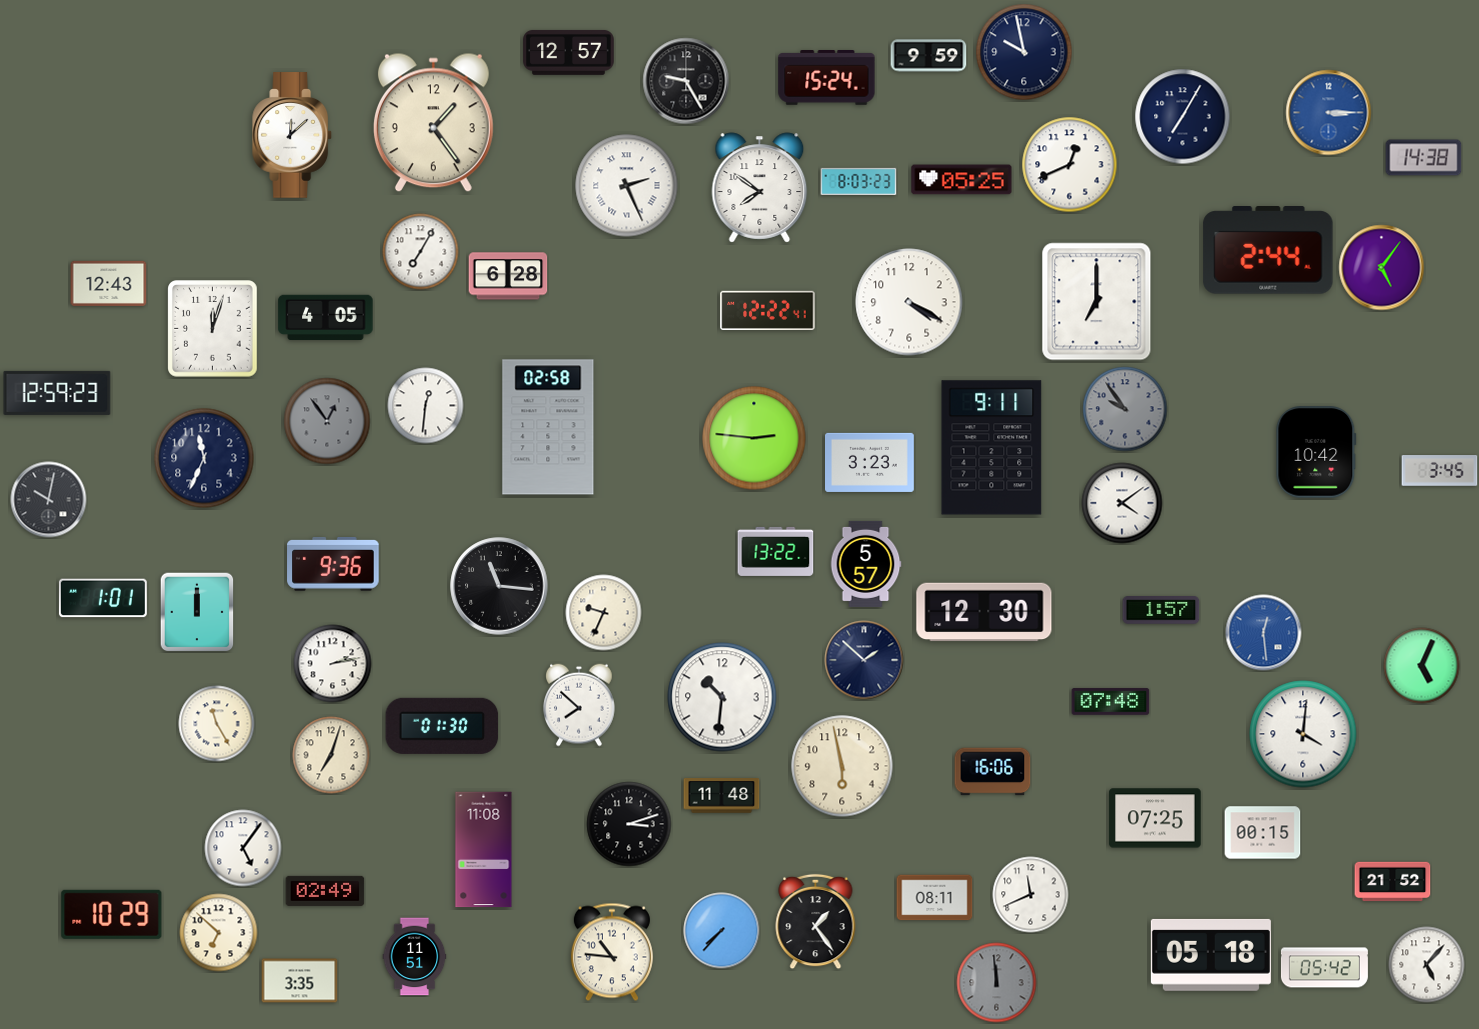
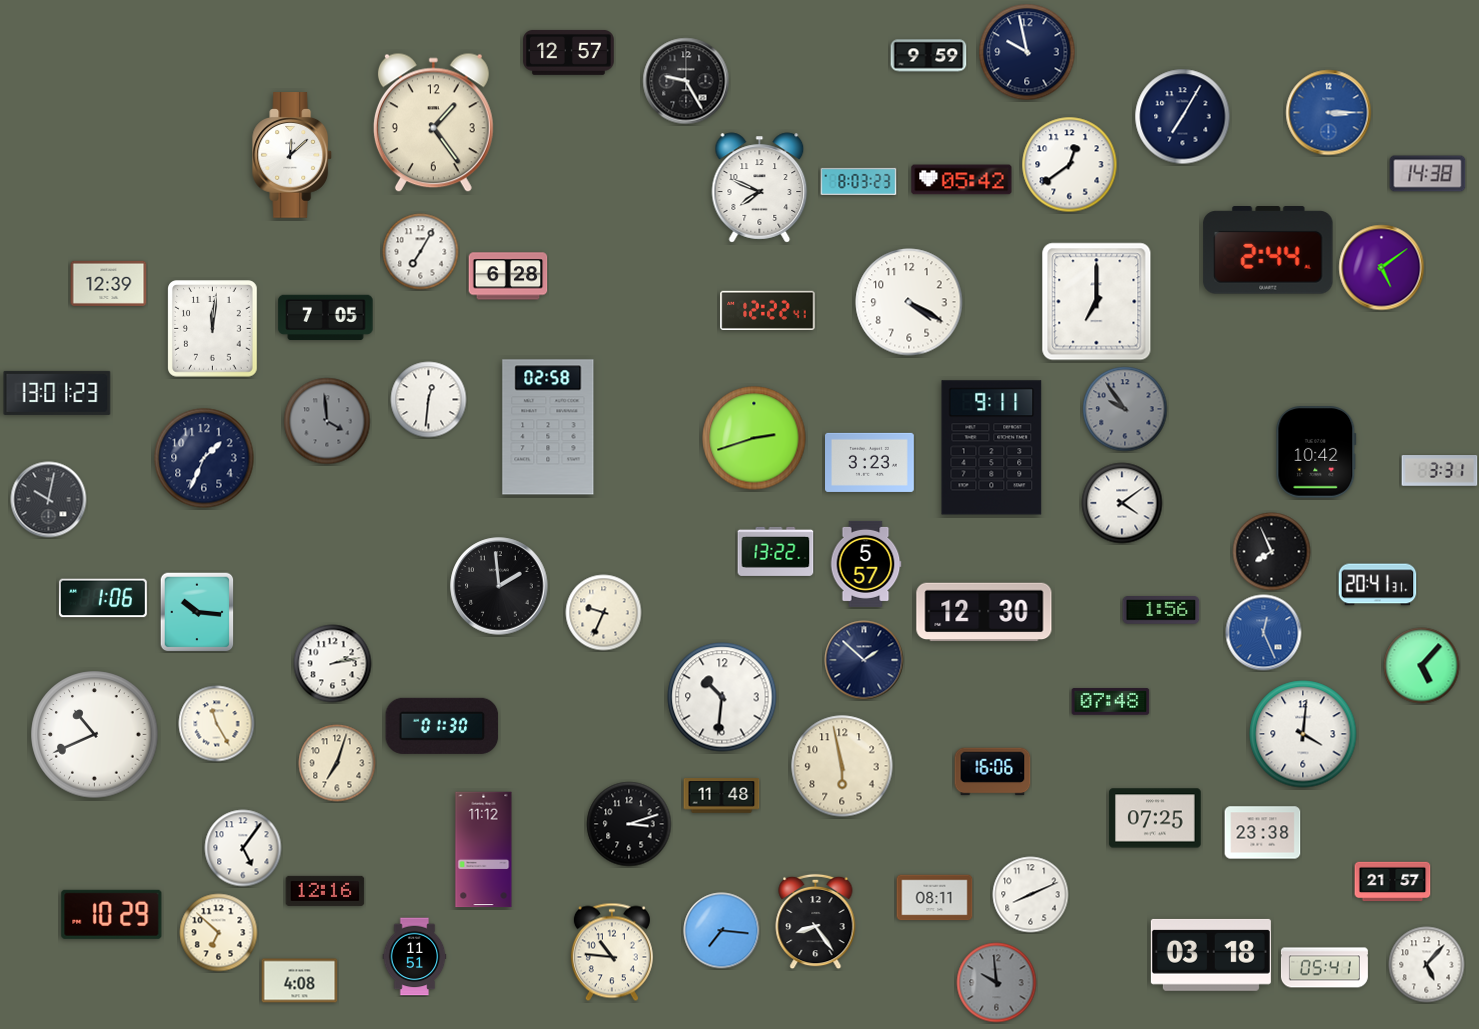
clock at (1024, 52) position: (1024, 52) -> (1027, 52)
clock at (827, 78): 15:24 -> none
clock at (293, 135) position: (293, 135) -> (293, 155)
clock at (1424, 158) position: (1424, 158) -> (1428, 174)
clock at (1070, 165): 12:41 -> 12:39
clock at (962, 180): 05:25 -> 05:42
clock at (627, 186): 2:26 -> none
clock at (760, 188): 7:51 -> 7:49
clock at (1382, 268): 5:06 -> 5:09
clock at (109, 283): 12:43 -> 12:39
clock at (326, 317): 4:05 -> 7:05
clock at (213, 329): 12:03 -> 12:01
clock at (57, 393): 12:59 -> 13:01
clock at (426, 406) position: (426, 406) -> (429, 400)
clock at (327, 421): 12:54 -> 3:59
clock at (754, 438): 2:46 -> 2:42
clock at (204, 458): 11:34 -> 1:34
clock at (1440, 471): 3:45 -> 3:31
clock at (1272, 552): none -> 7:56
clock at (333, 564): 9:36 -> none
clock at (1378, 585): none -> 20:41
clock at (499, 586): 11:16 -> 1:59
clock at (103, 598): 1:01 -> 1:06
clock at (1161, 611): 1:57 -> 1:56
clock at (197, 612): 12:00 -> 10:16
clock at (1264, 633): 12:29 -> 12:26
clock at (1422, 666): 5:04 -> 5:07
clock at (580, 705): 7:52 -> none
clock at (95, 735): none -> 10:41
clock at (331, 755) position: (331, 755) -> (337, 763)
clock at (1263, 833): 00:15 -> 23:38
clock at (484, 850): 11:08 -> 11:12
clock at (1393, 882): 21:52 -> 21:57
clock at (325, 891): 02:49 -> 12:16
clock at (1031, 895): 11:41 -> 8:11
clock at (816, 922): 1:24 -> 8:24
clock at (722, 931): 7:37 -> 7:16
clock at (1211, 955): 05:18 -> 03:18
clock at (1324, 968): 05:42 -> 05:41
clock at (300, 981): 3:35 -> 4:08
clock at (997, 983): 11:59 -> 9:59
